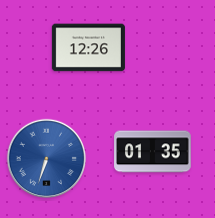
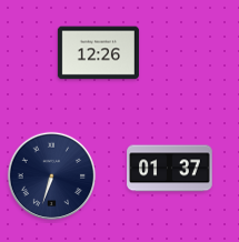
clock at (153, 152): 01:35 -> 01:37
clock at (47, 159) dial: blue -> navy
